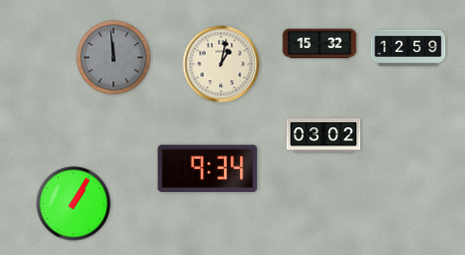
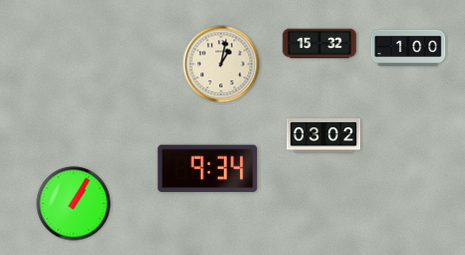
clock at (408, 48): 12:59 -> 1:00
clock at (114, 58): 11:59 -> none
